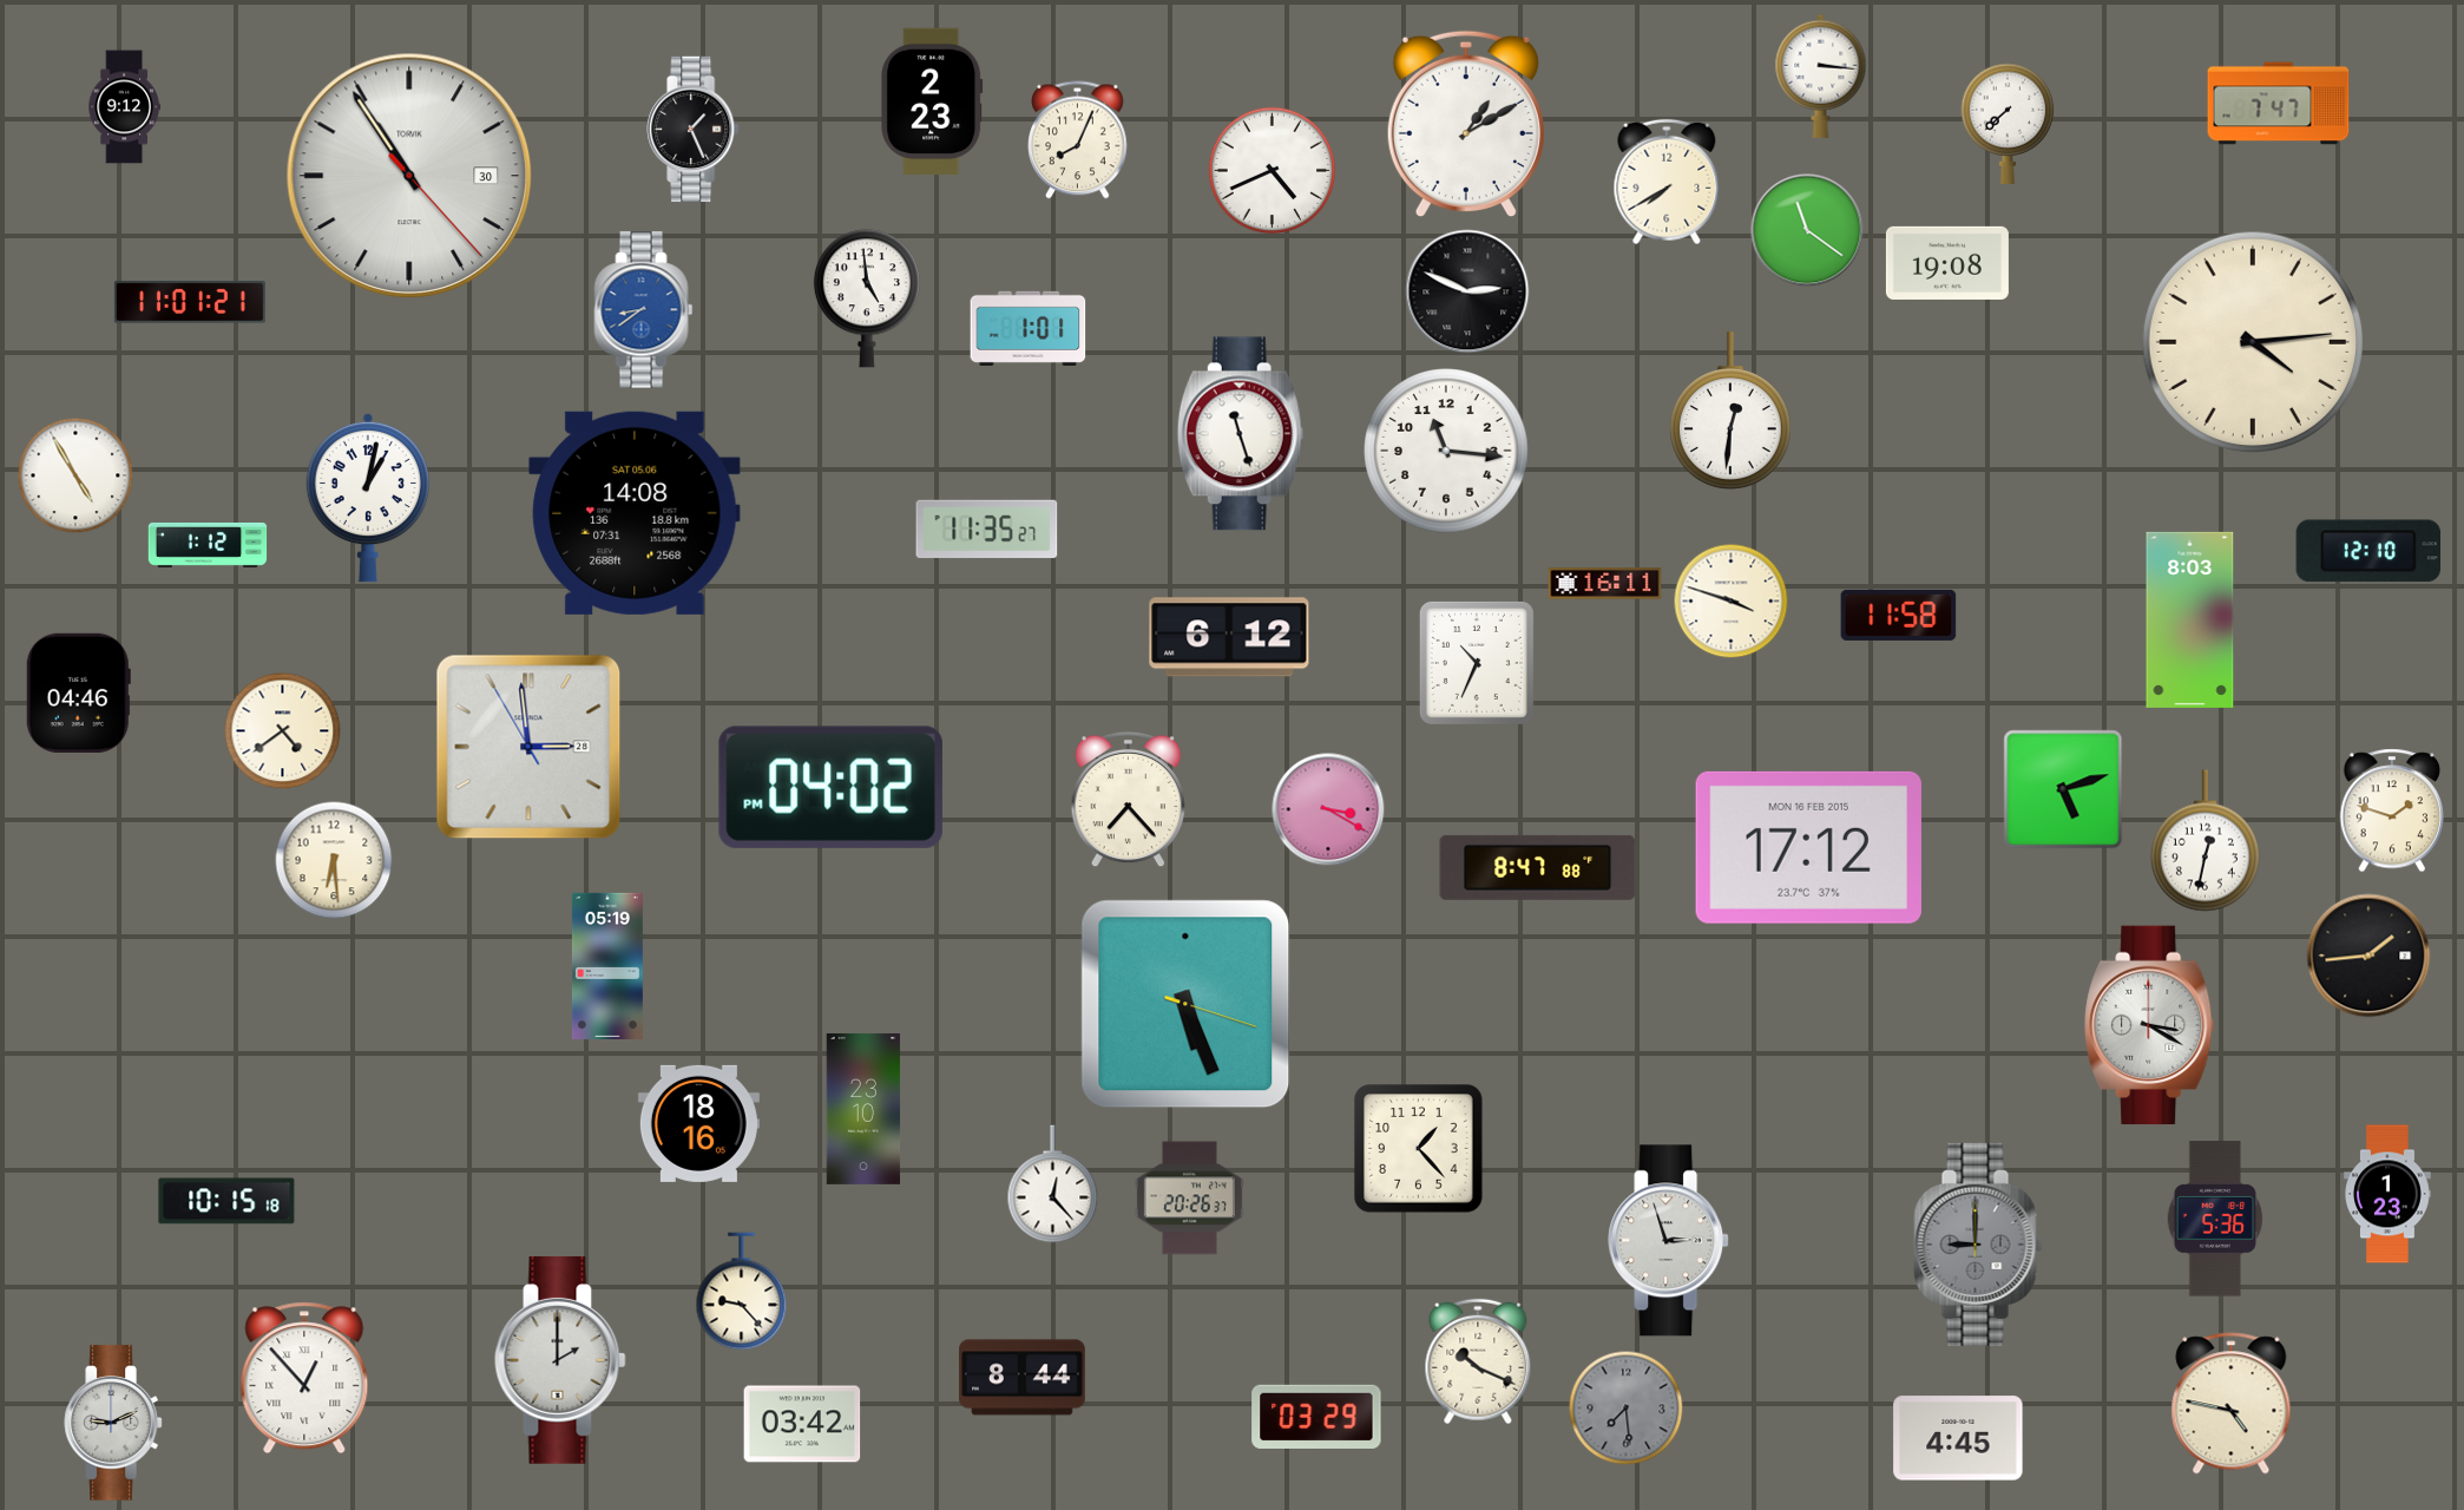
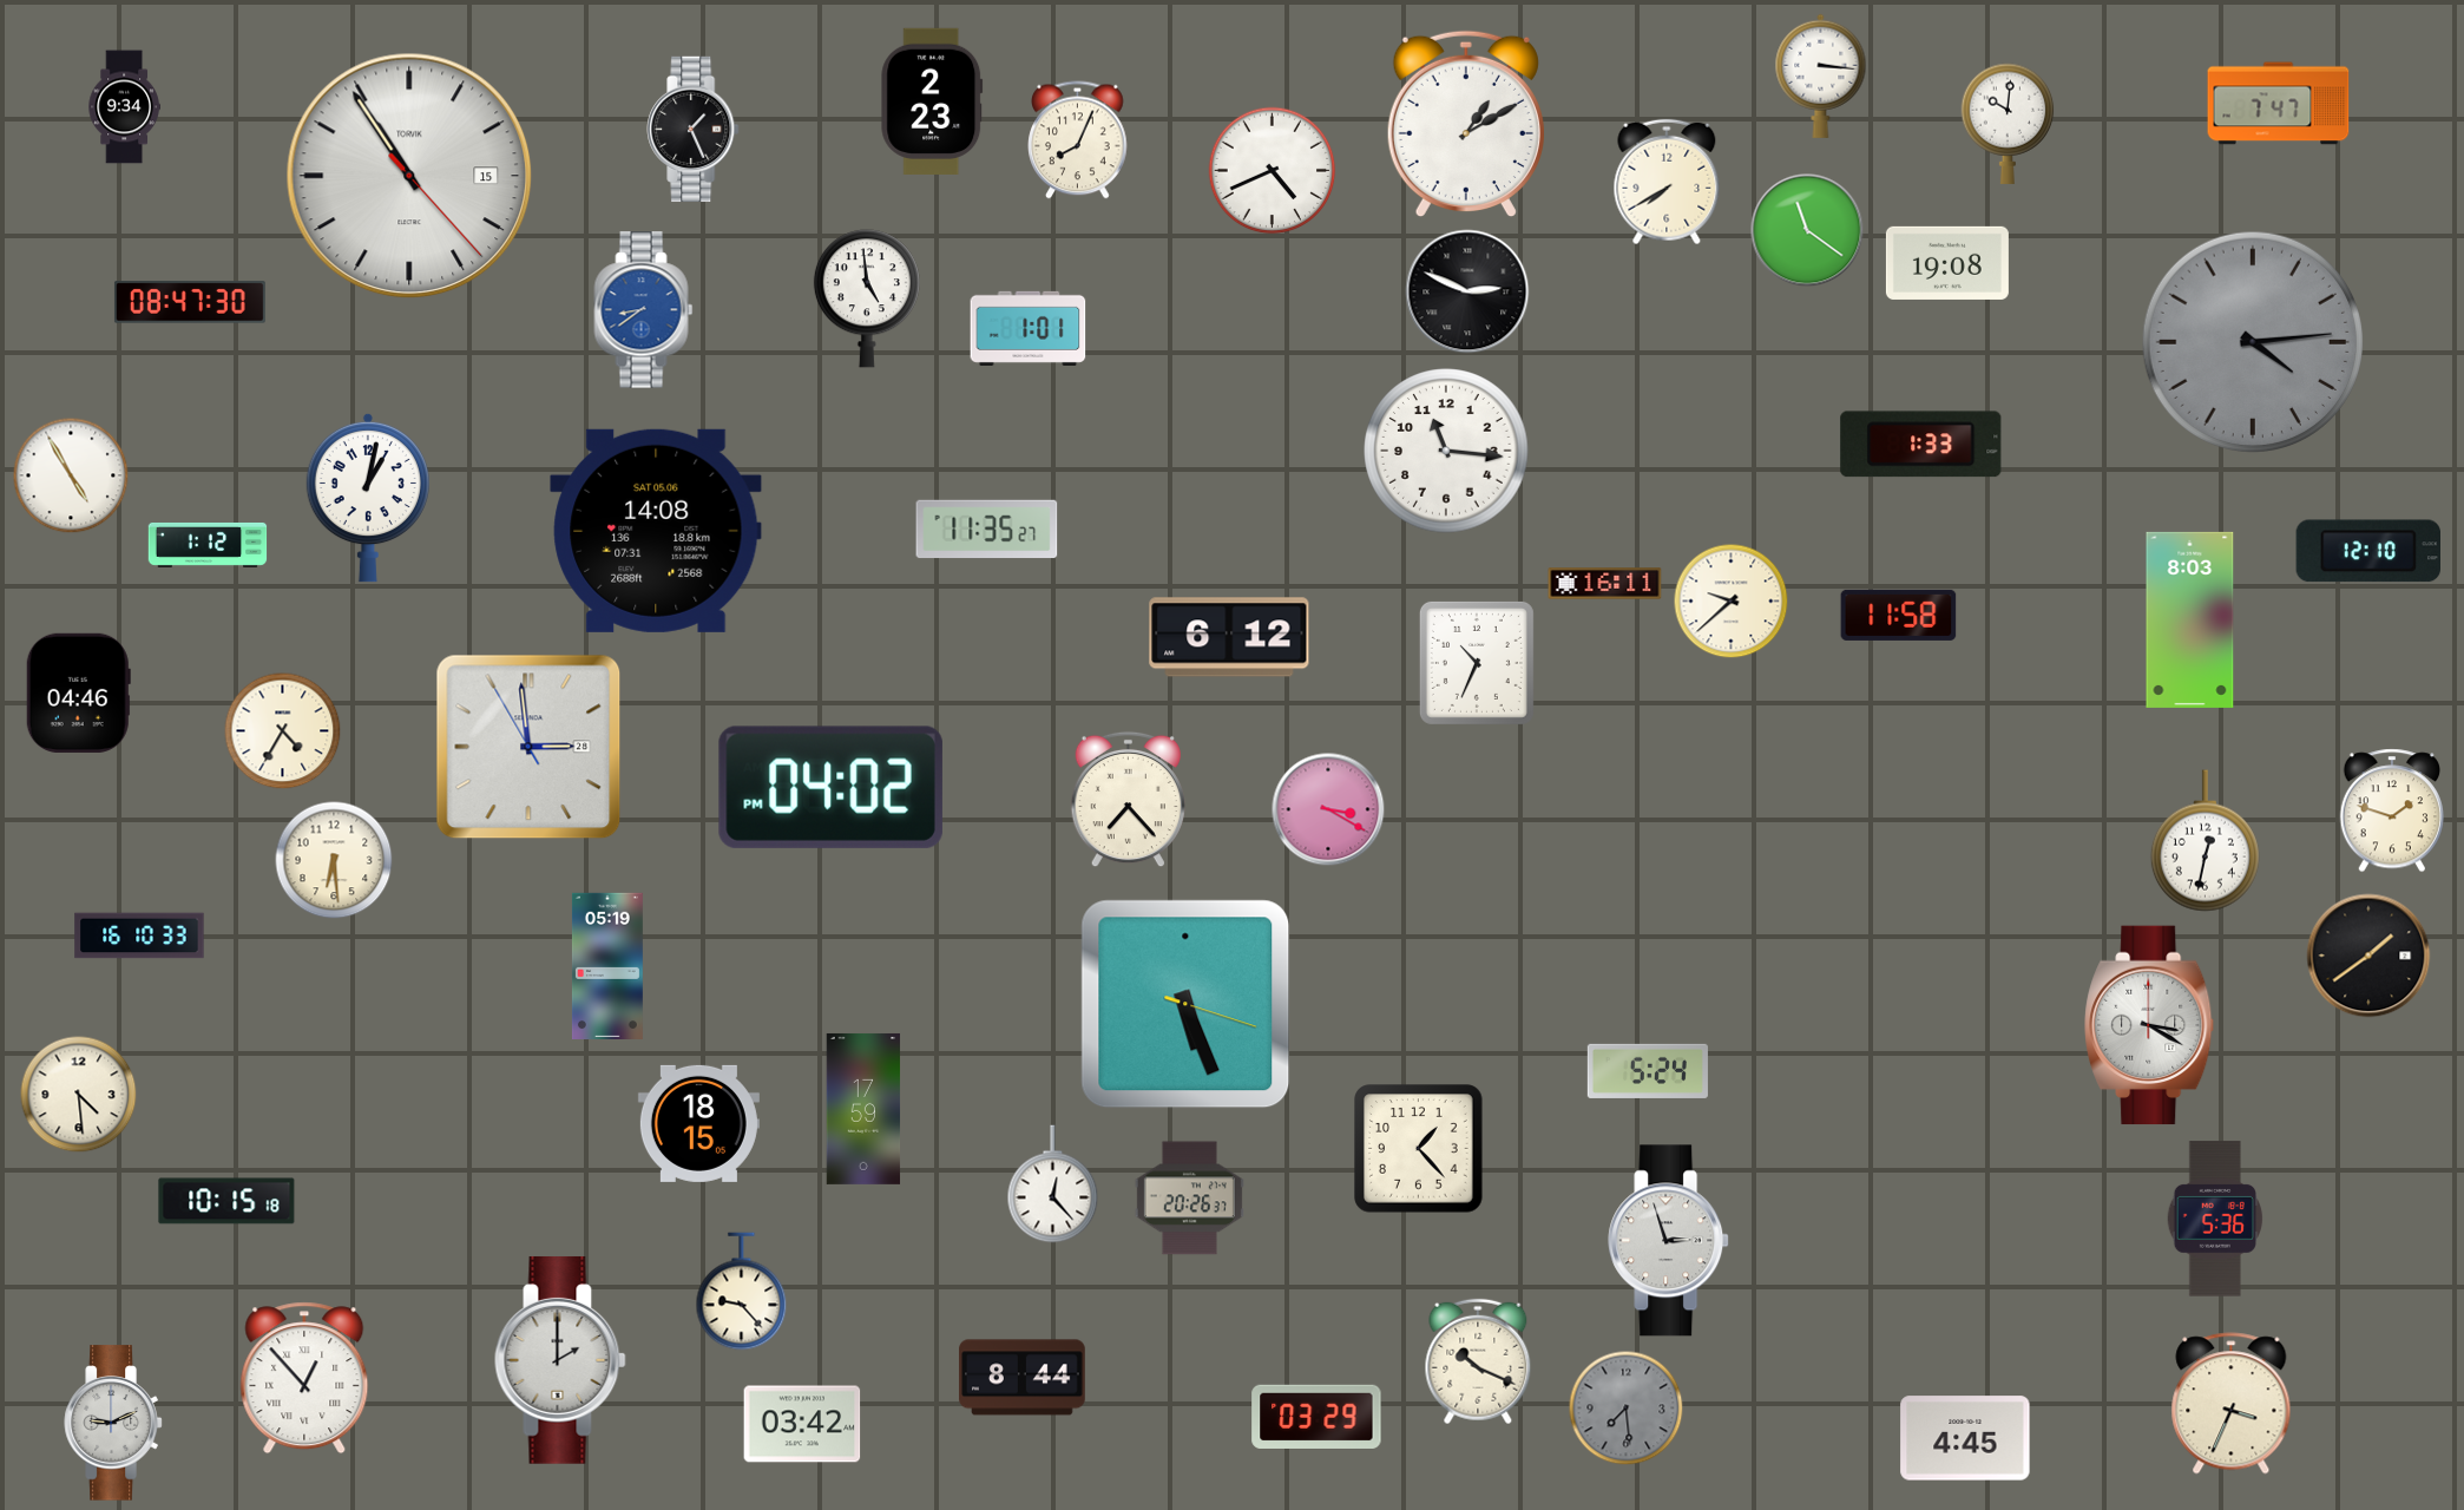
clock at (124, 107): 9:12 -> 9:34
clock at (2008, 124): 7:38 -> 10:01
clock at (409, 176) date: 30 -> 15
clock at (190, 302): 11:01 -> 08:47
clock at (2252, 341) dial: cream -> grey
clock at (1730, 411): 12:31 -> none
clock at (1240, 434): 11:27 -> none
clock at (1921, 445): none -> 1:33
clock at (75, 475) position: (75, 475) -> (71, 475)
clock at (635, 513) position: (635, 513) -> (656, 531)
clock at (1732, 602): 3:48 -> 9:38
clock at (283, 731): 4:39 -> 4:35
clock at (2063, 789): 5:12 -> none
clock at (1808, 847): 17:12 -> none
clock at (1538, 867): 8:47 -> none
clock at (139, 935): none -> 16:10
clock at (2368, 956): 1:44 -> 1:39
clock at (1648, 1071): none -> 5:24
clock at (79, 1095): none -> 4:29
clock at (863, 1109): 23:10 -> 17:59
clock at (698, 1123): 18:16 -> 18:15
clock at (2387, 1194): 1:23 -> none
clock at (1978, 1245): 9:00 -> none
clock at (2232, 1404): 4:47 -> 3:34
clock at (1958, 1438) position: (1958, 1438) -> (1965, 1438)
